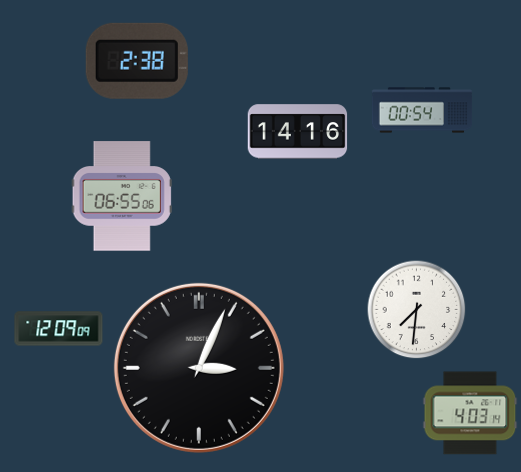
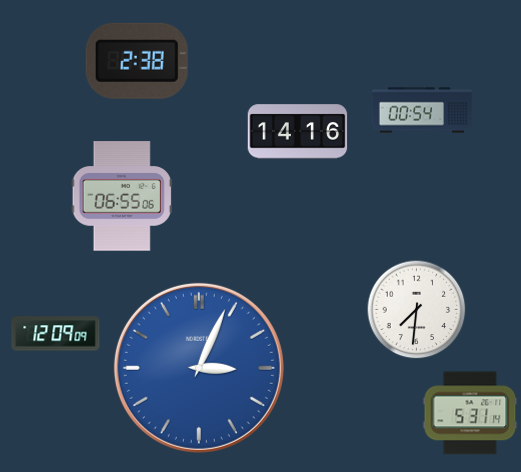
clock at (59, 329) position: (59, 329) -> (56, 334)
clock at (199, 368) dial: black -> blue
clock at (470, 413): 4:03 -> 5:31
